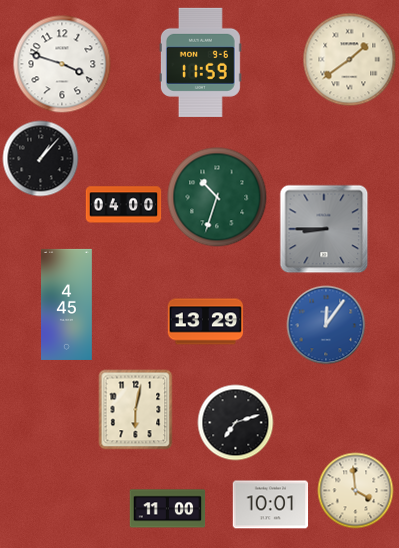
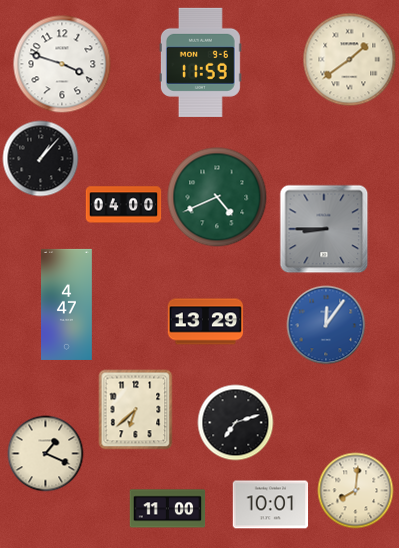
clock at (217, 197): 10:33 -> 4:41
clock at (67, 304): 4:45 -> 4:47
clock at (136, 410): 6:02 -> 6:38
clock at (46, 454): none -> 1:19
clock at (356, 491): 3:59 -> 8:01
